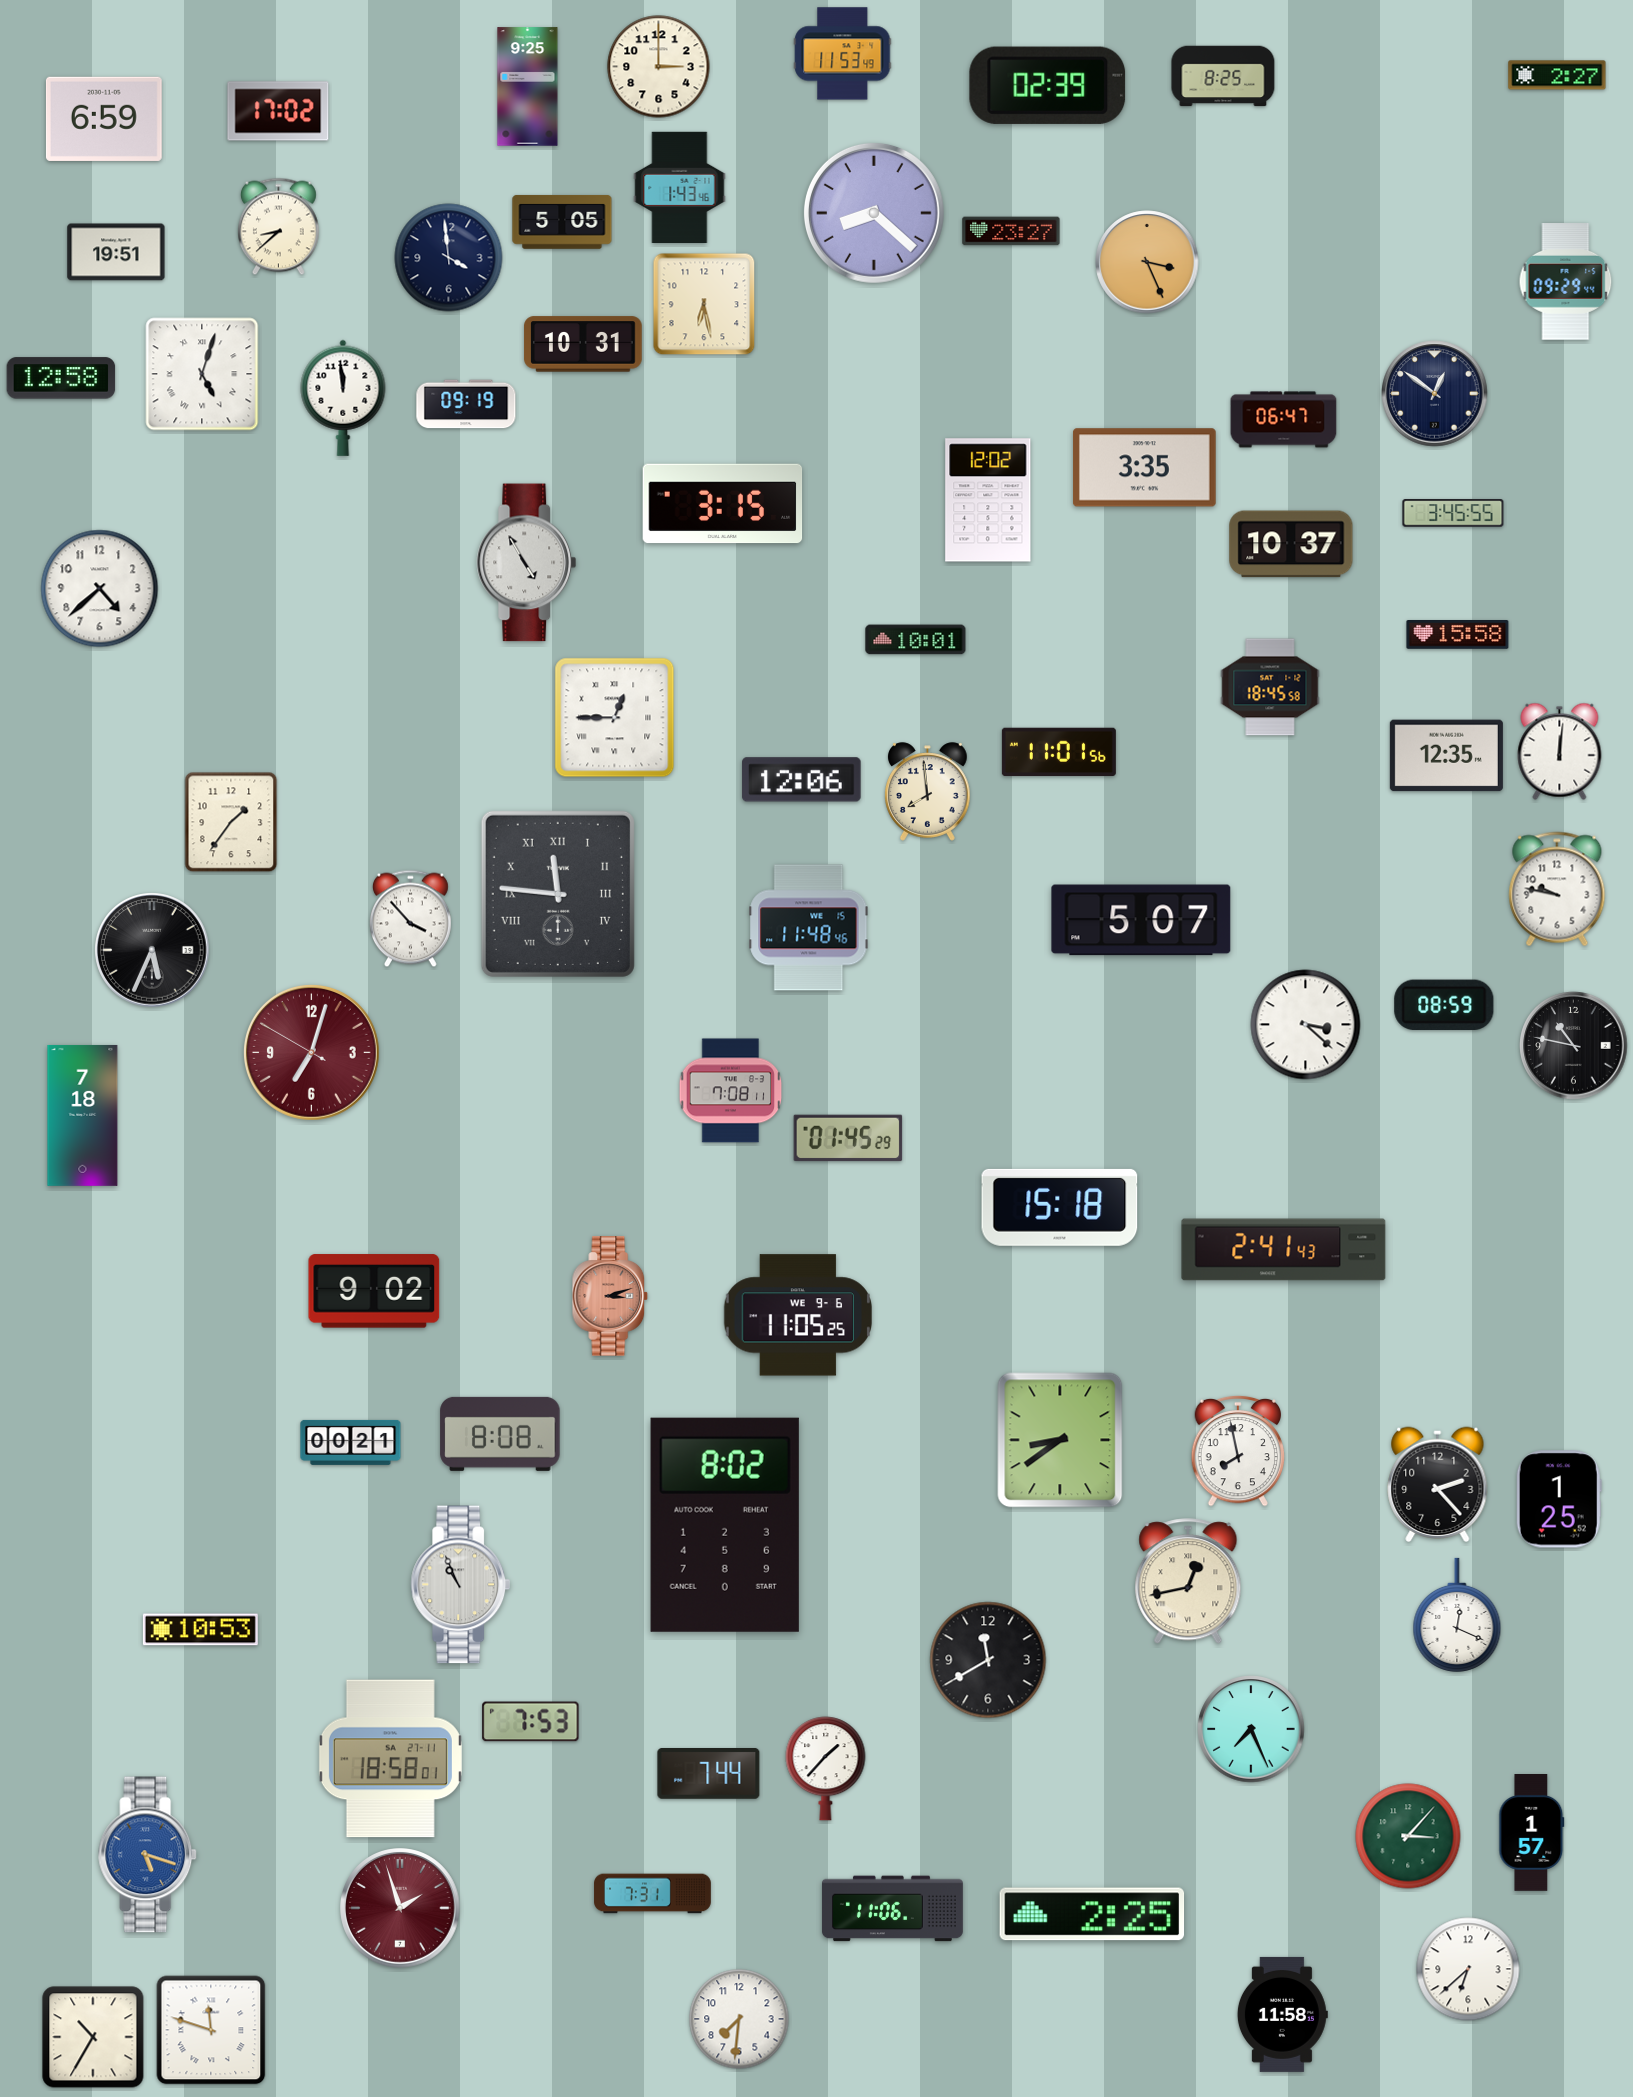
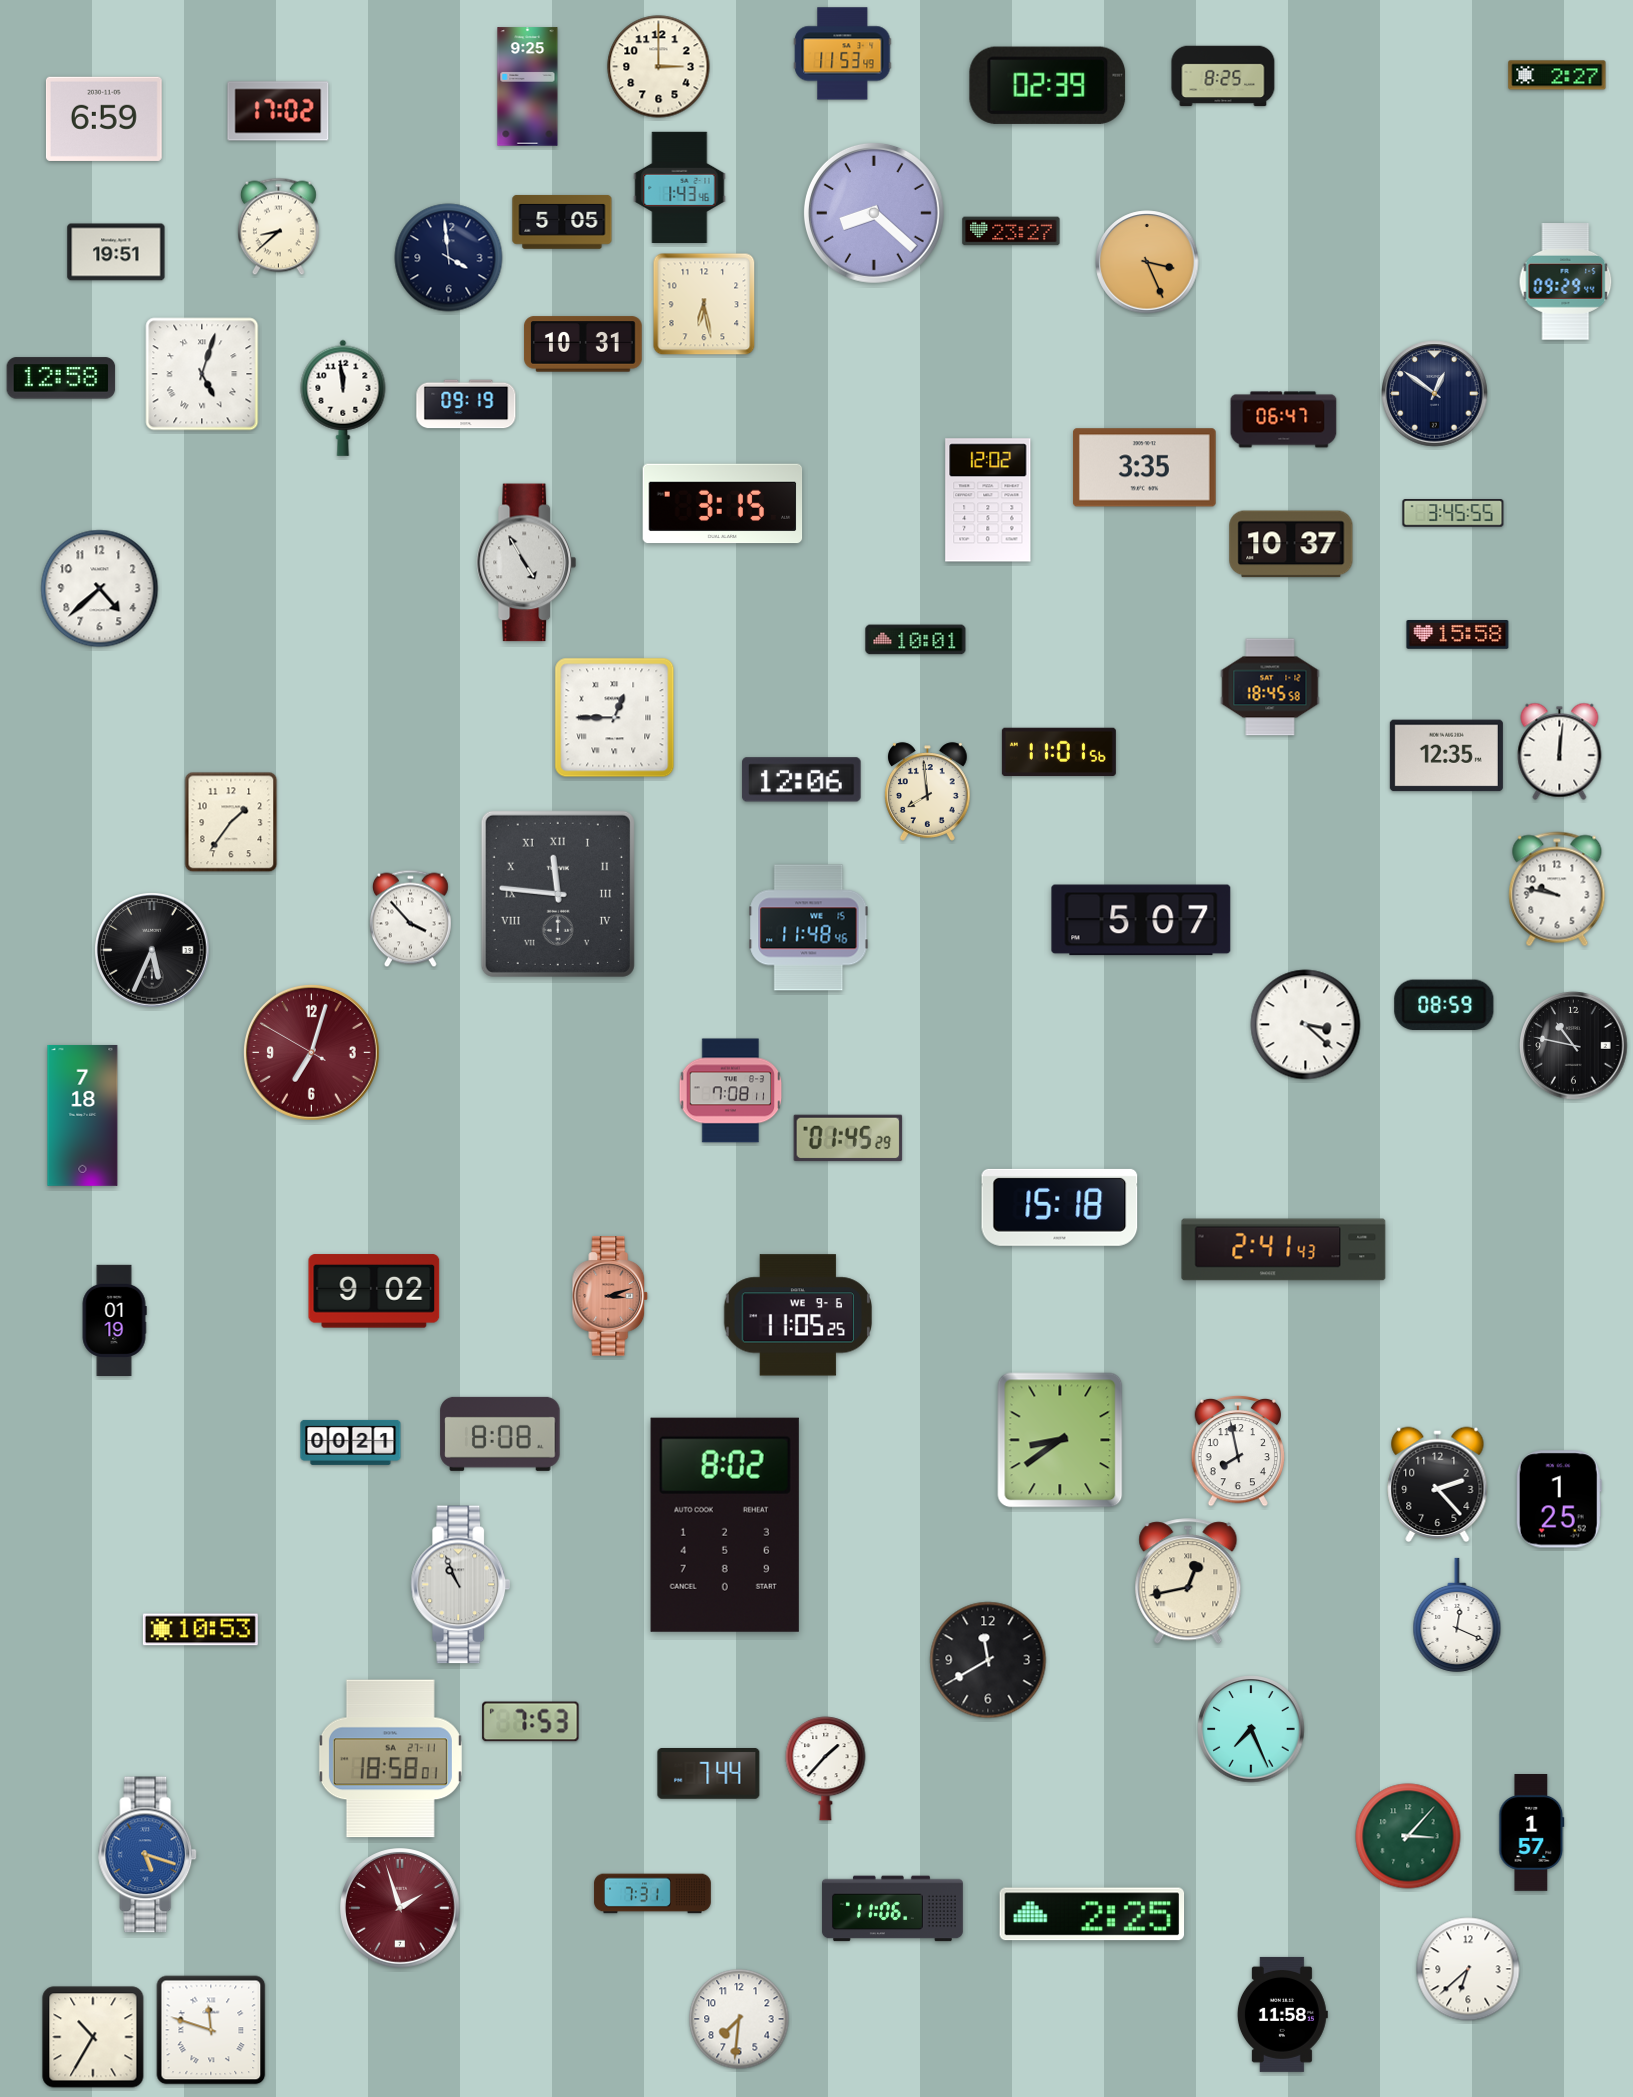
clock at (114, 1320): none -> 01:19
